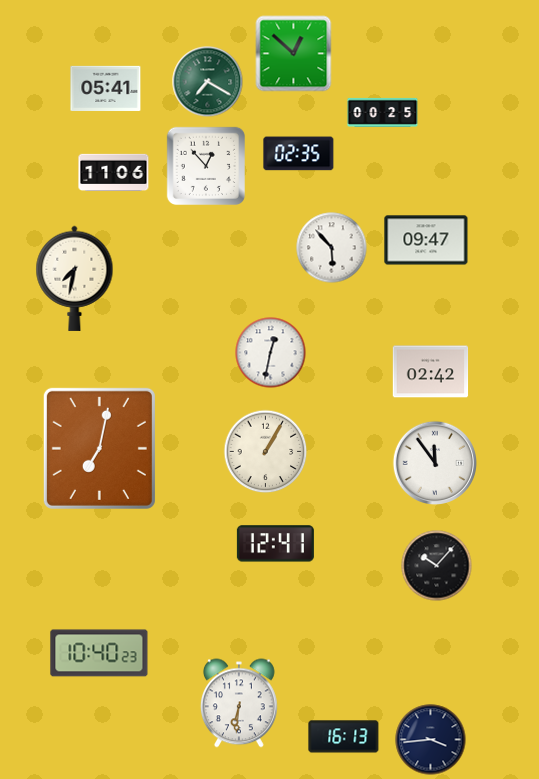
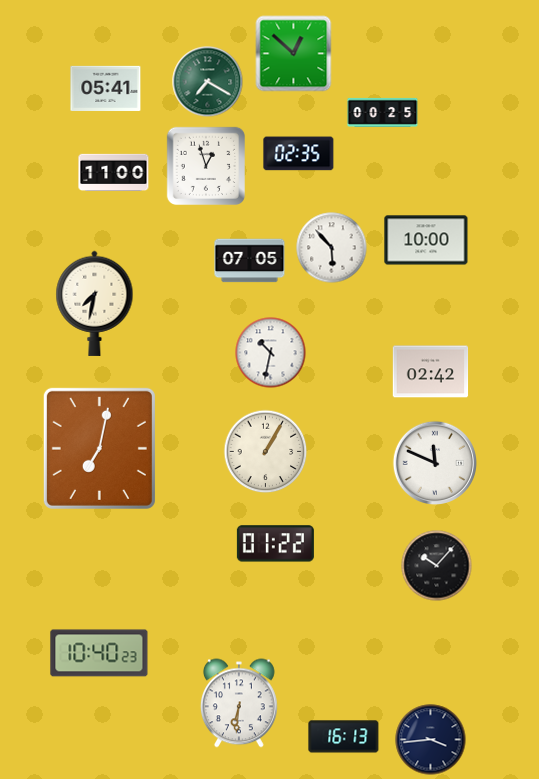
clock at (205, 165): 12:53 -> 12:57
clock at (114, 172): 11:06 -> 11:00
clock at (426, 240): 09:47 -> 10:00
clock at (250, 261): none -> 07:05
clock at (75, 278) position: (75, 278) -> (95, 303)
clock at (271, 353): 12:32 -> 10:32
clock at (434, 462): 11:54 -> 11:49
clock at (275, 544): 12:41 -> 01:22
